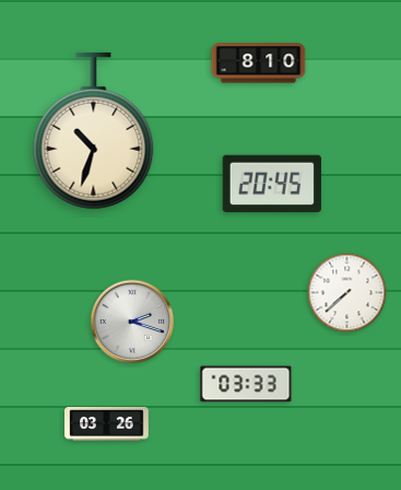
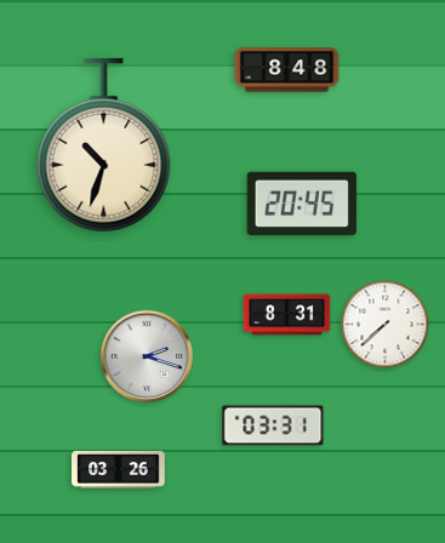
clock at (259, 63): 8:10 -> 8:48
clock at (287, 315): none -> 8:31
clock at (246, 384): 03:33 -> 03:31
